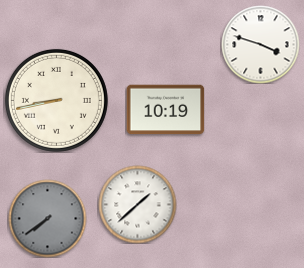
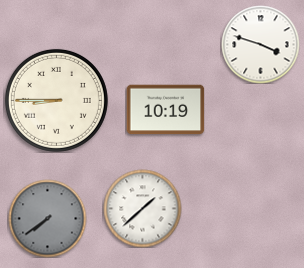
clock at (56, 100): 8:43 -> 8:45
clock at (137, 204) position: (137, 204) -> (142, 208)
